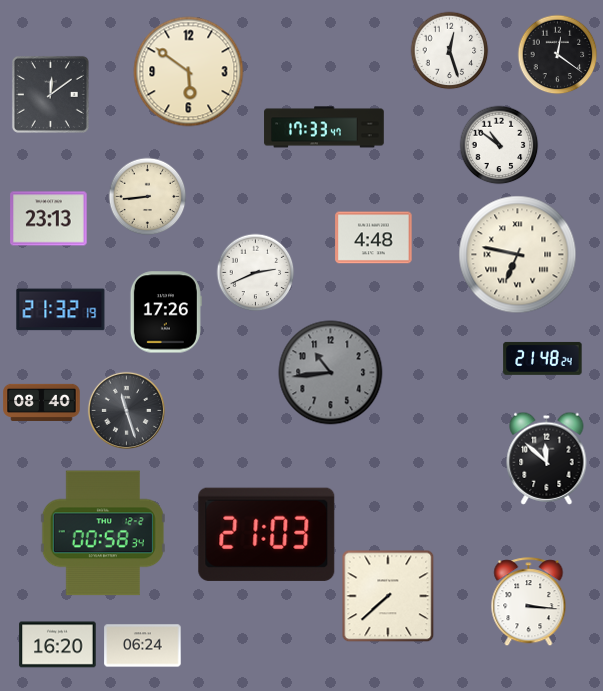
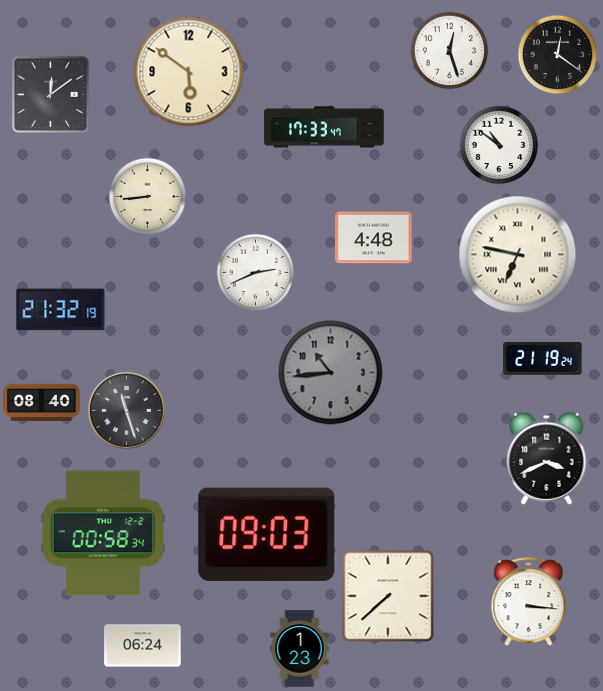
clock at (49, 219): 23:13 -> none
clock at (166, 312): 17:26 -> none
clock at (543, 358): 21:48 -> 21:19
clock at (547, 458): 11:52 -> 3:41
clock at (267, 534): 21:03 -> 09:03
clock at (58, 645): 16:20 -> none
clock at (300, 649): none -> 1:23
